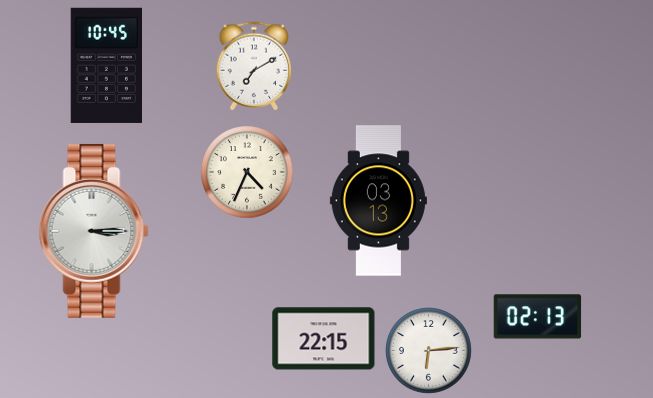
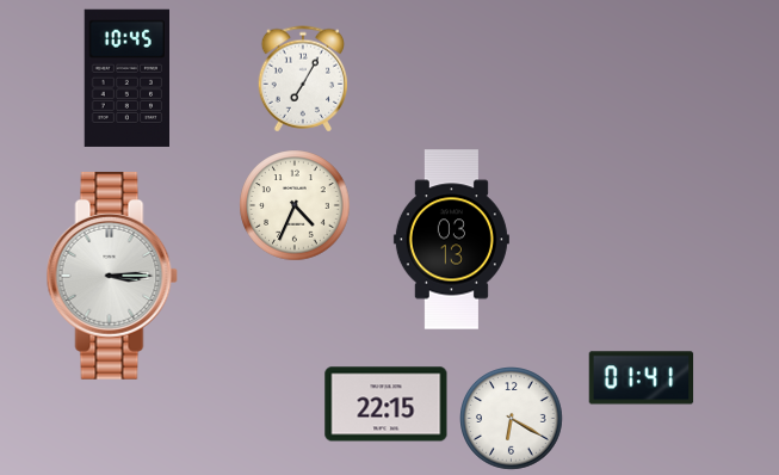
clock at (254, 66): 7:10 -> 7:05
clock at (538, 317): 02:13 -> 01:41
clock at (429, 351): 6:14 -> 6:20
